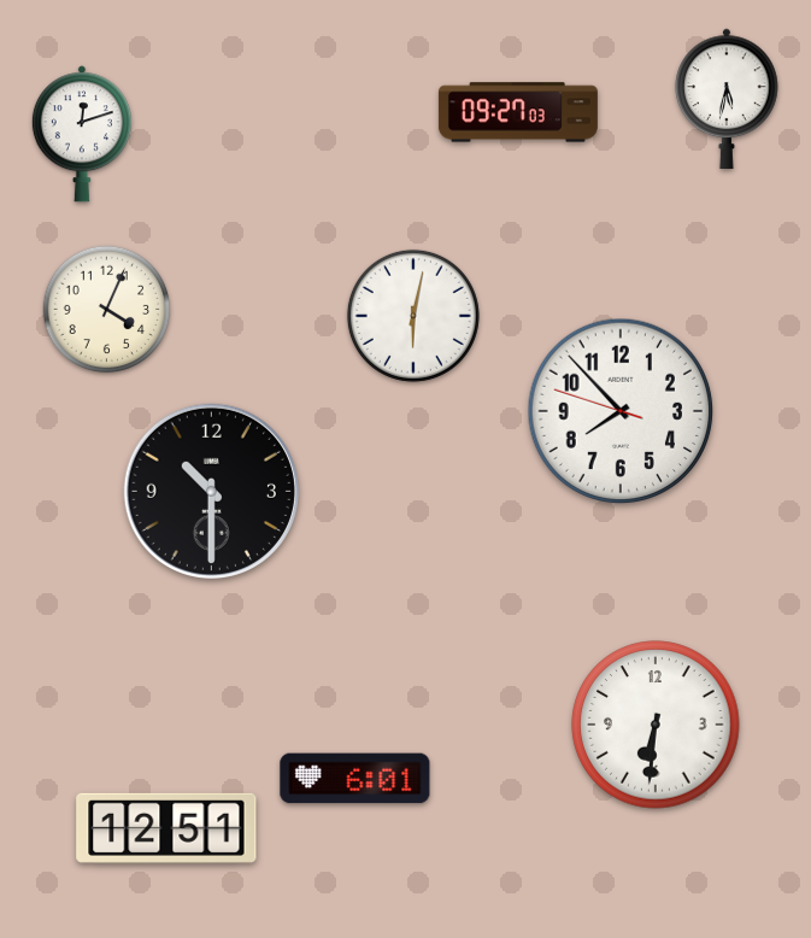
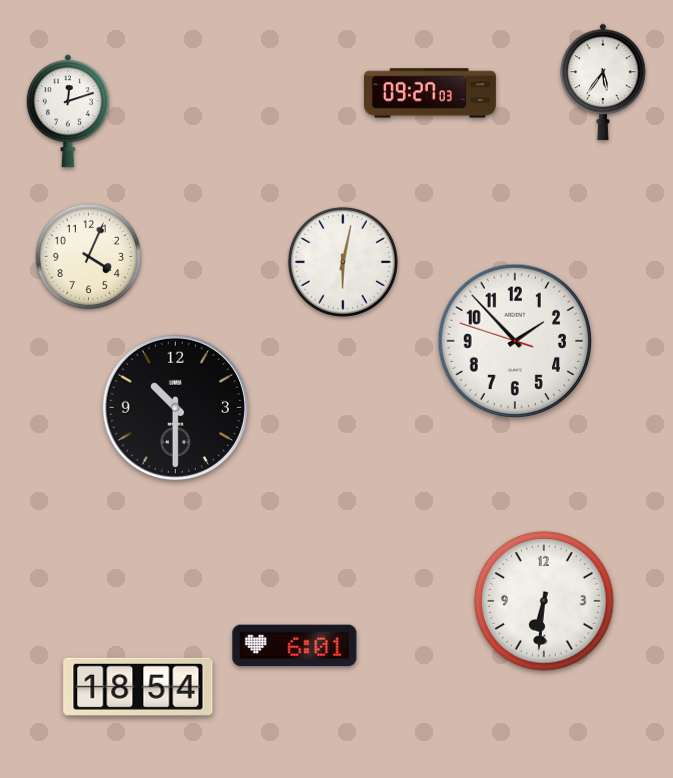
clock at (727, 99): 5:32 -> 5:36
clock at (621, 411): 7:52 -> 1:52
clock at (166, 828): 12:51 -> 18:54
